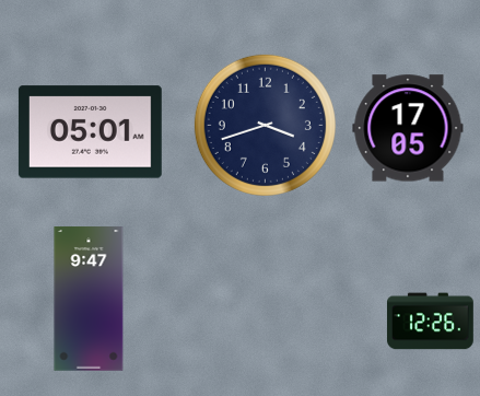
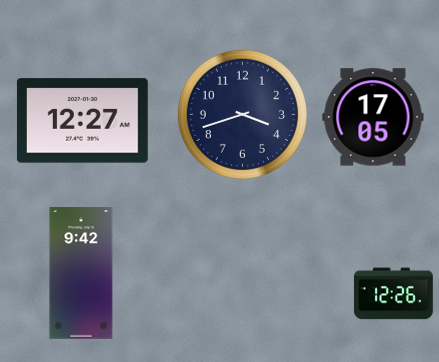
clock at (90, 132): 05:01 -> 12:27
clock at (89, 299): 9:47 -> 9:42
